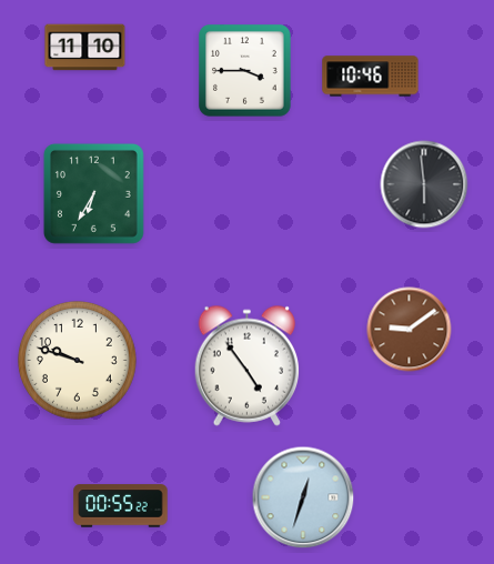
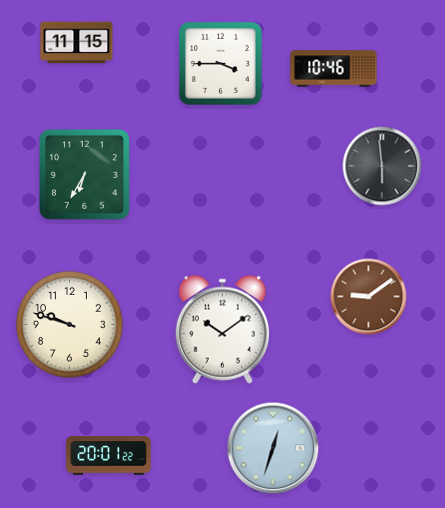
clock at (85, 48): 11:10 -> 11:15
clock at (246, 365): 4:54 -> 10:09
clock at (121, 506): 00:55 -> 20:01
